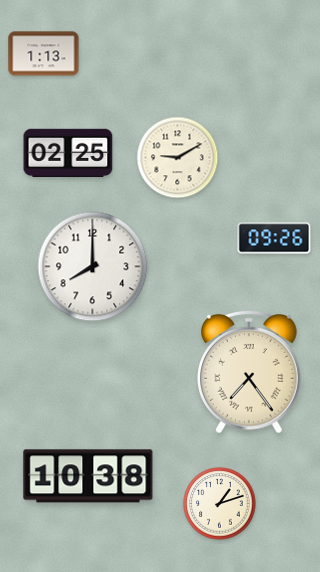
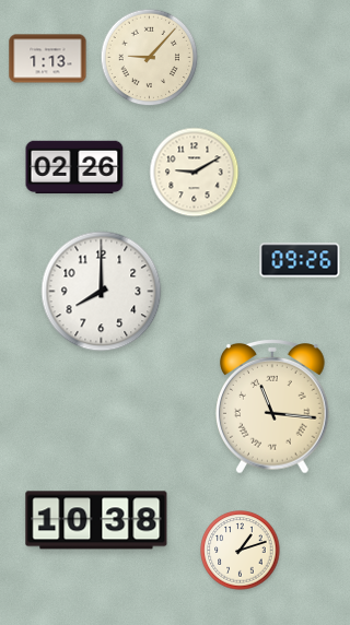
clock at (150, 58): none -> 9:07
clock at (68, 153): 02:25 -> 02:26
clock at (250, 373): 7:24 -> 11:16
